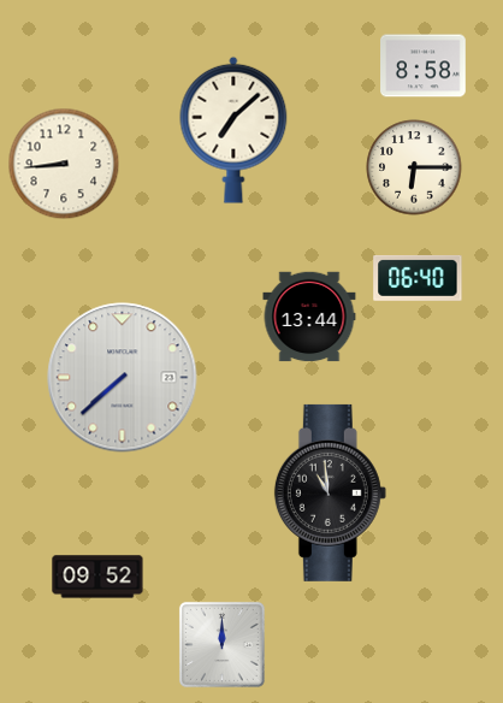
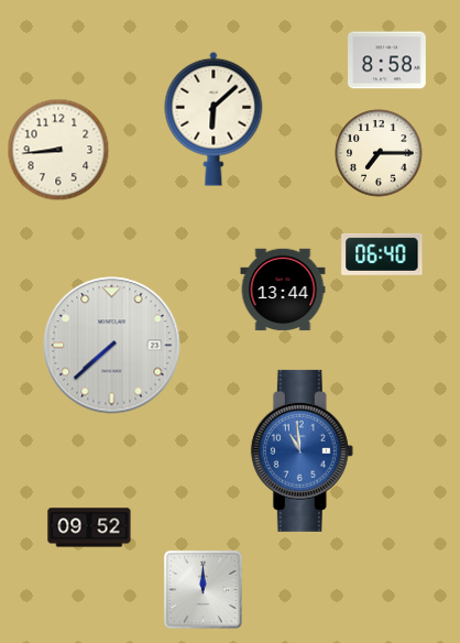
clock at (233, 130): 7:08 -> 6:08
clock at (414, 167): 6:15 -> 7:15
clock at (330, 492) dial: black -> blue
